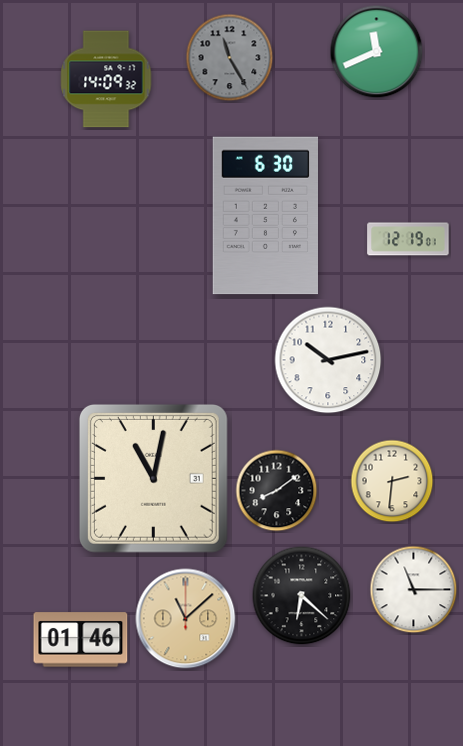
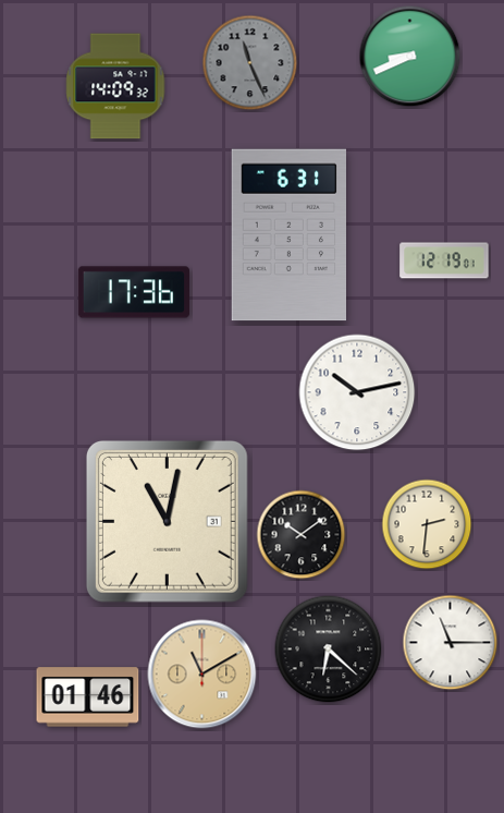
clock at (377, 52): 11:41 -> 8:41
clock at (230, 58): 11:25 -> 11:26
clock at (265, 216): 6:30 -> 6:31
clock at (134, 292): none -> 17:36
clock at (277, 491): 8:09 -> 10:09
clock at (186, 619): 11:08 -> 11:10
